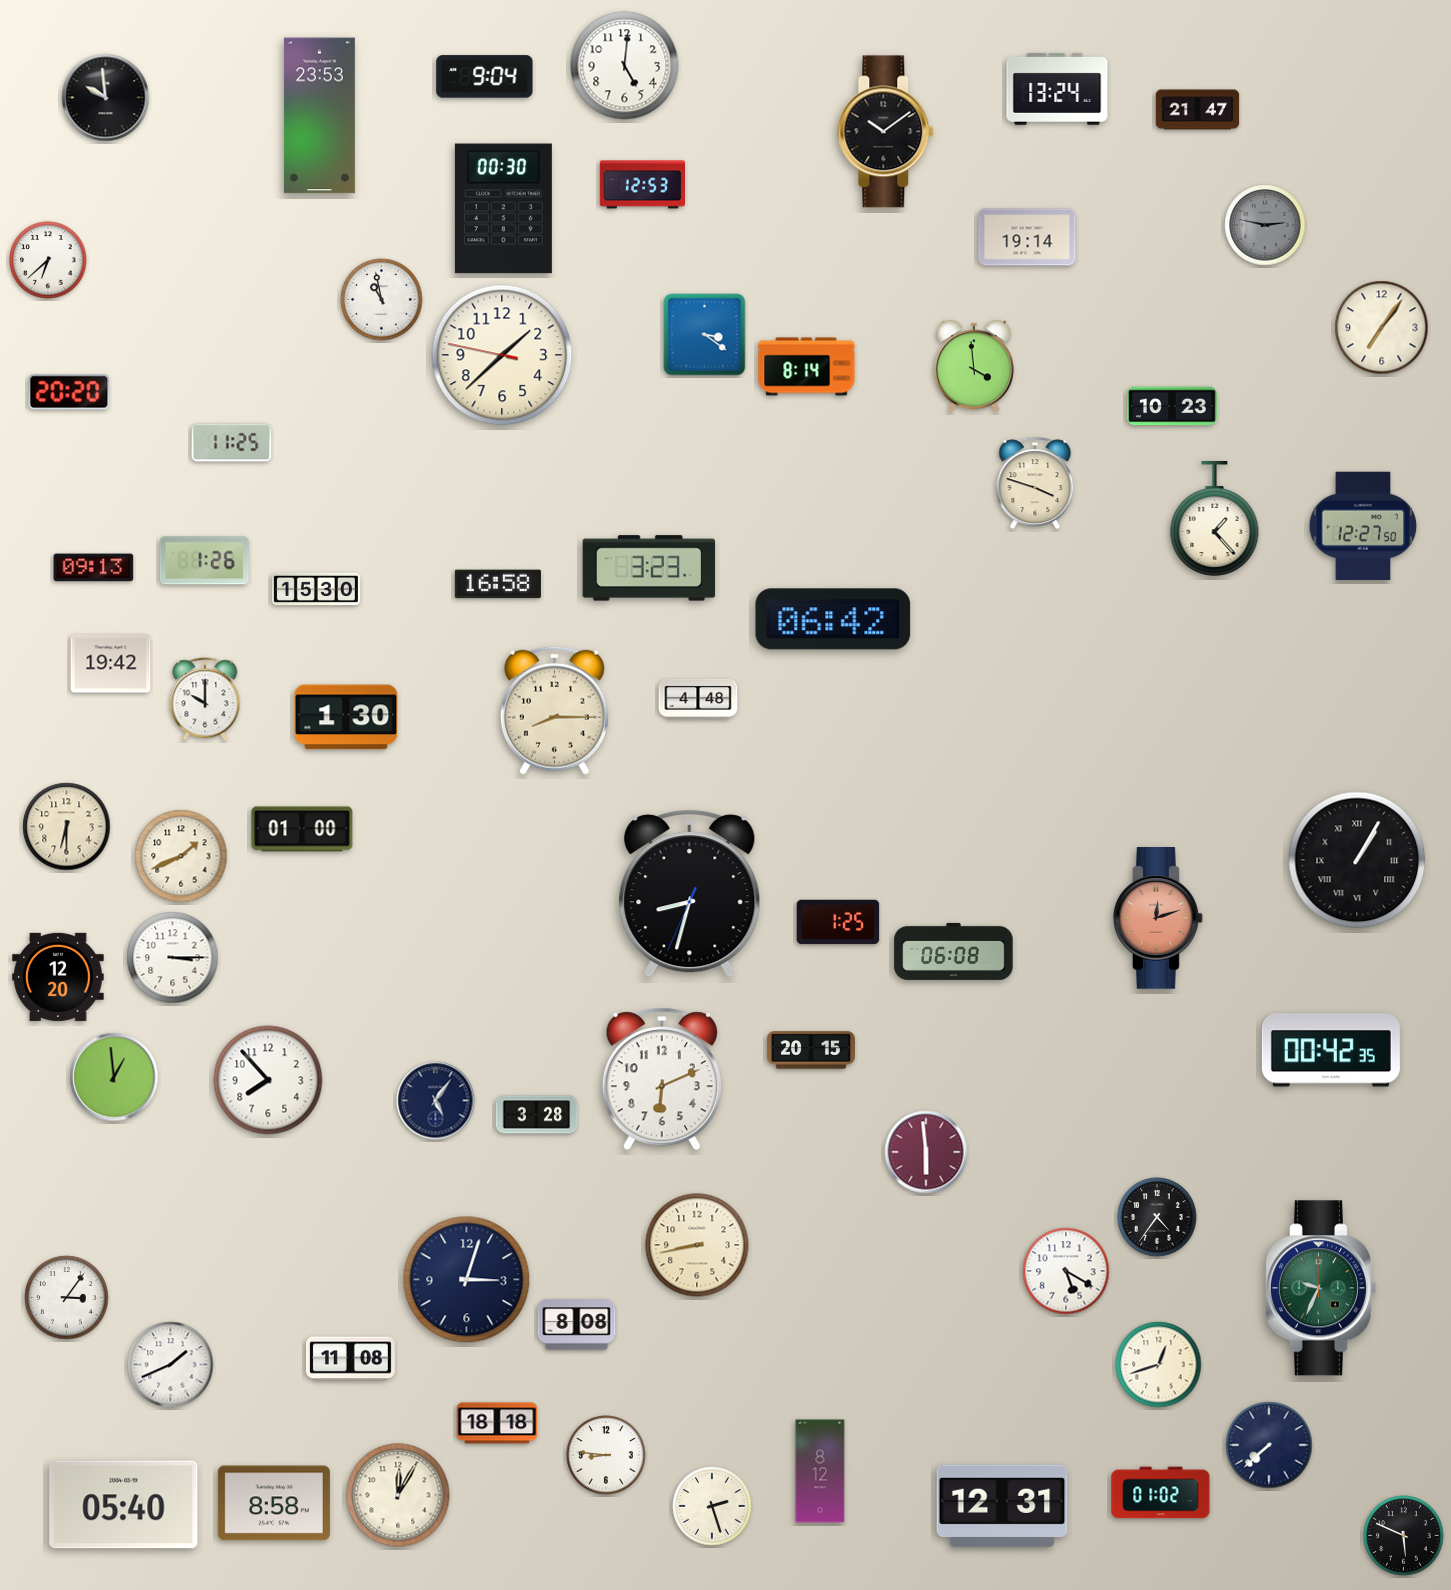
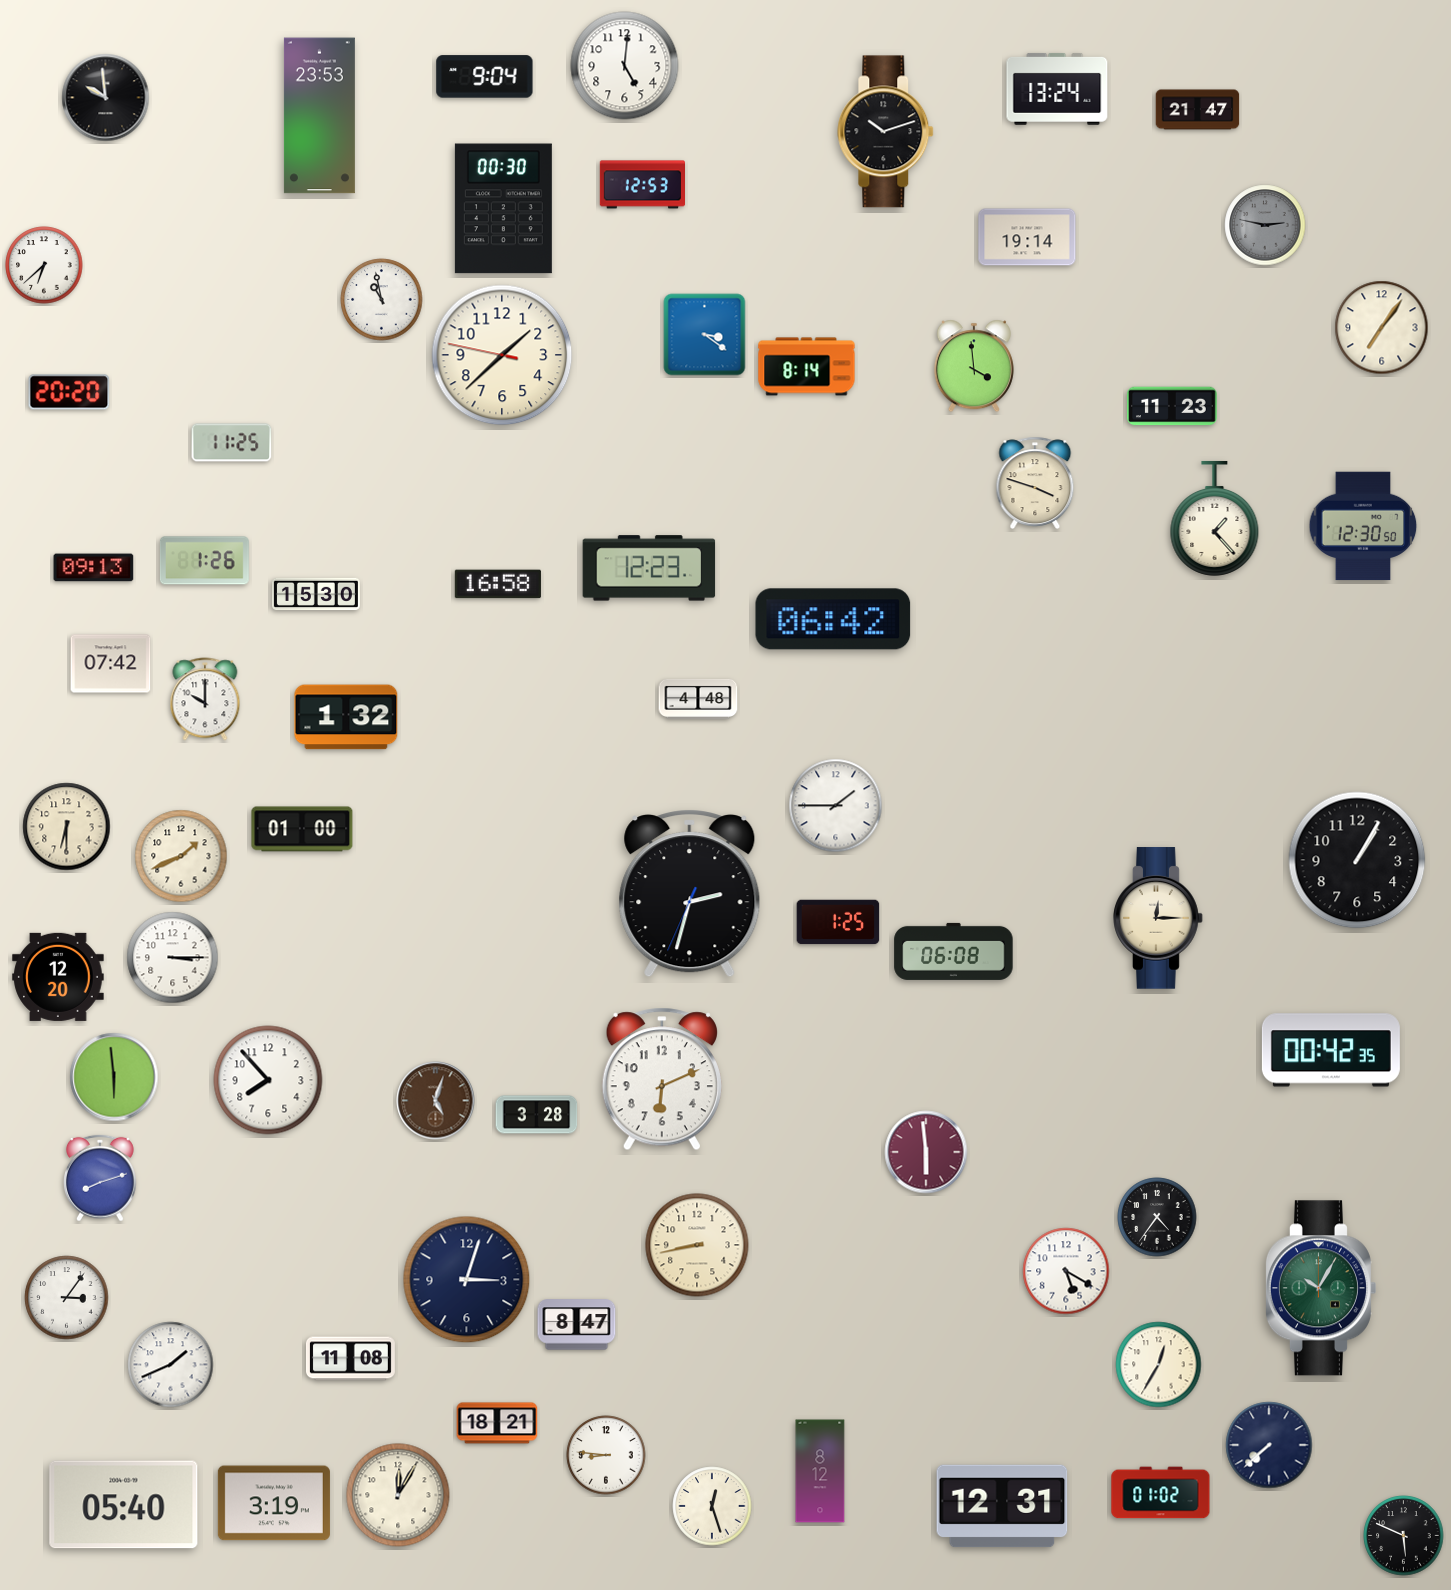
clock at (886, 132): 10:09 -> 10:12
clock at (48, 260) position: (48, 260) -> (44, 265)
clock at (1173, 406): 10:23 -> 11:23
clock at (1363, 526): 12:27 -> 12:30
clock at (649, 568): 3:23 -> 12:23
clock at (316, 589) position: (316, 589) -> (316, 594)
clock at (111, 664): 19:42 -> 07:42
clock at (554, 710): 8:15 -> none
clock at (346, 717): 1:30 -> 1:32
clock at (836, 806): none -> 1:45
clock at (1357, 860) numerals: Roman -> Arabic
clock at (690, 894): 8:32 -> 2:32
clock at (1158, 918): 12:12 -> 12:15
clock at (1158, 918) dial: salmon -> cream
clock at (811, 1050): 20:15 -> none
clock at (114, 1077): 12:59 -> 5:59
clock at (436, 1101): 5:06 -> 5:03
clock at (436, 1101) dial: navy -> brown
clock at (101, 1178): none -> 8:12
clock at (1320, 1288): 9:34 -> 10:05
clock at (577, 1325): 8:08 -> 8:47
clock at (1159, 1365): 12:42 -> 12:35
clock at (497, 1423): 18:18 -> 18:21
clock at (274, 1503): 8:58 -> 3:19
clock at (712, 1506): 2:27 -> 12:27
